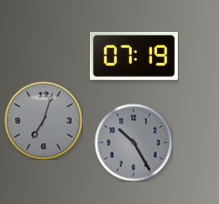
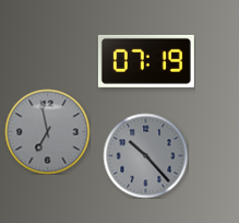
clock at (43, 120): 7:03 -> 6:58
clock at (133, 142): 10:25 -> 10:23
